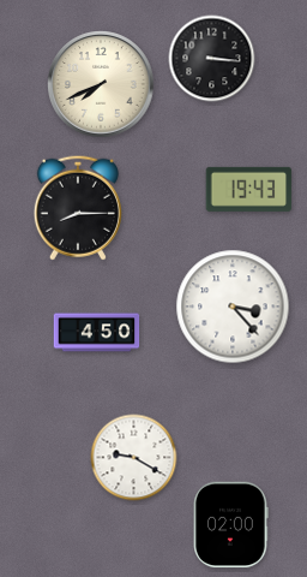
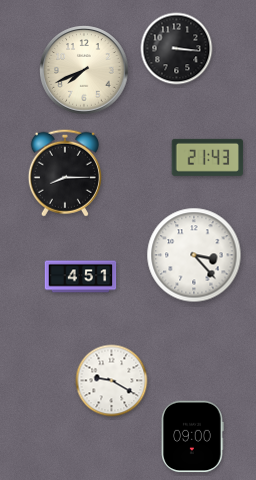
clock at (249, 189): 19:43 -> 21:43
clock at (97, 333): 4:50 -> 4:51
clock at (231, 525): 02:00 -> 09:00
